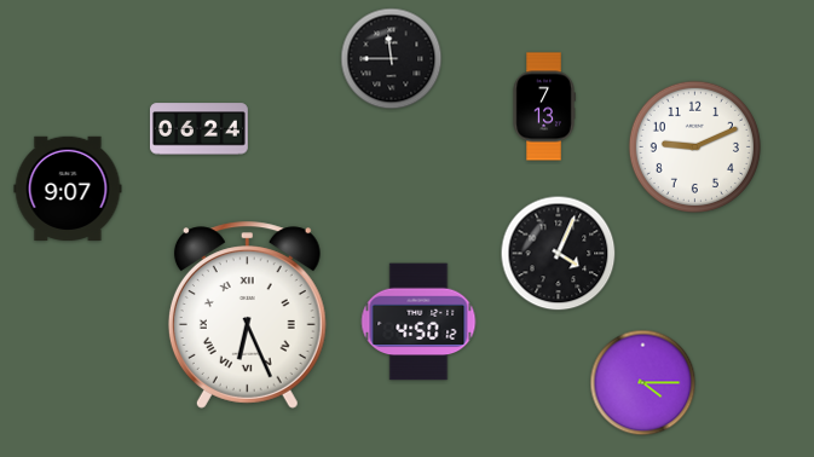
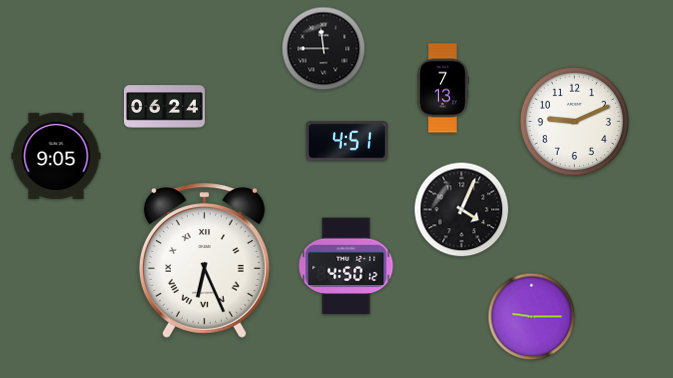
clock at (544, 106) position: (544, 106) -> (443, 88)
clock at (348, 141): none -> 4:51
clock at (68, 187): 9:07 -> 9:05
clock at (643, 383): 4:15 -> 9:15
